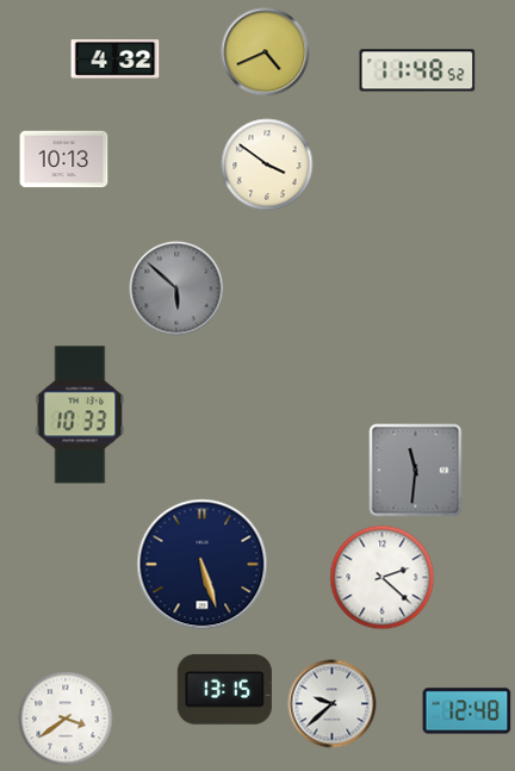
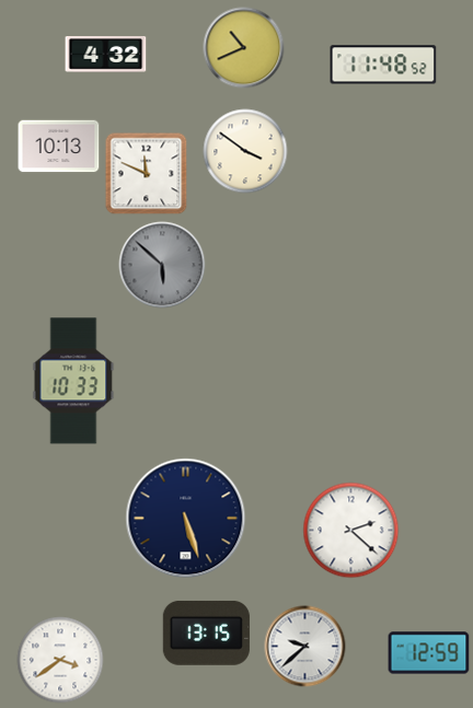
clock at (266, 52): 4:41 -> 10:41
clock at (147, 174): none -> 11:49
clock at (416, 471): 11:31 -> none
clock at (467, 711): 12:48 -> 12:59
